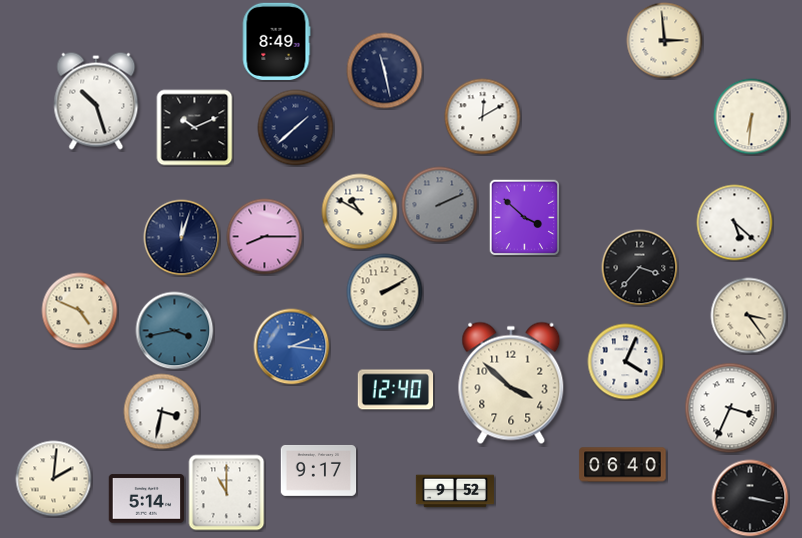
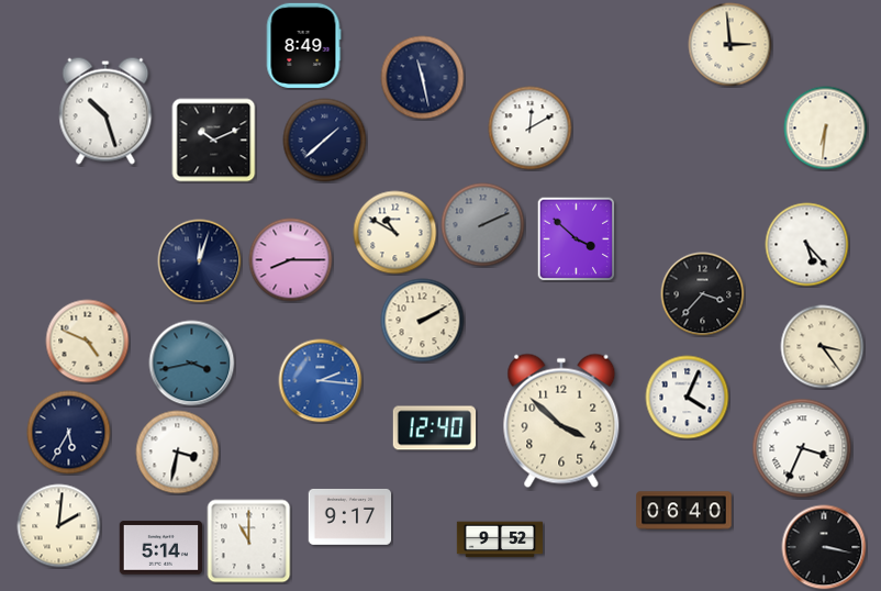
clock at (735, 223): 5:22 -> 5:23
clock at (69, 433): none -> 5:35
